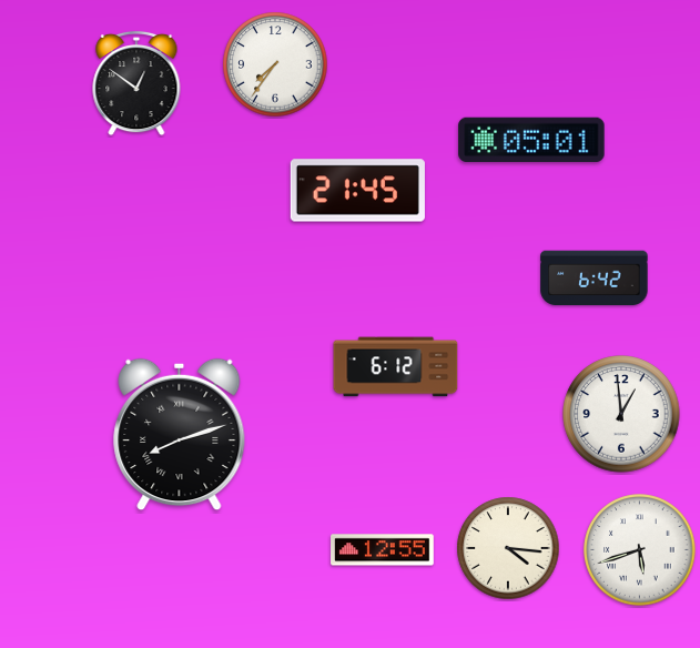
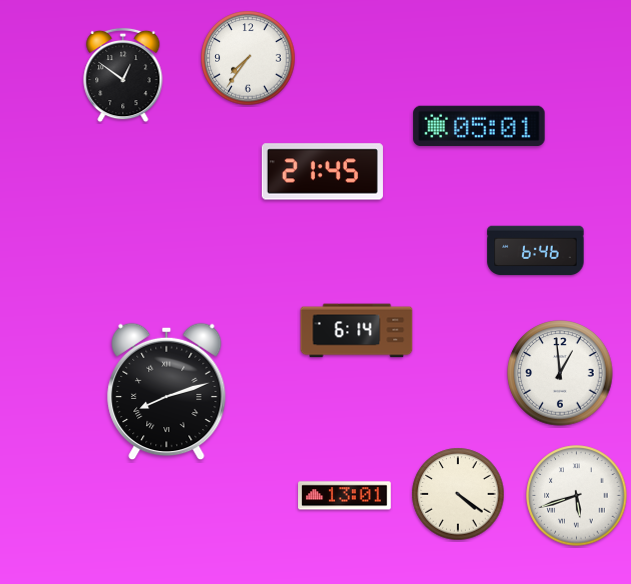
clock at (595, 279): 6:42 -> 6:46
clock at (396, 367): 6:12 -> 6:14
clock at (180, 435) position: (180, 435) -> (167, 392)
clock at (508, 548): 4:16 -> 4:21
clock at (383, 550): 12:55 -> 13:01
